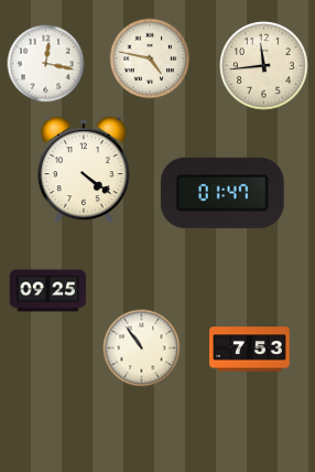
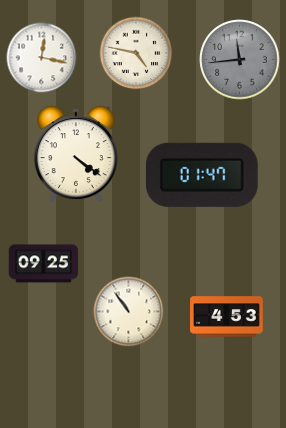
clock at (264, 66) dial: cream -> grey
clock at (142, 348) position: (142, 348) -> (129, 312)
clock at (250, 350): 7:53 -> 4:53
